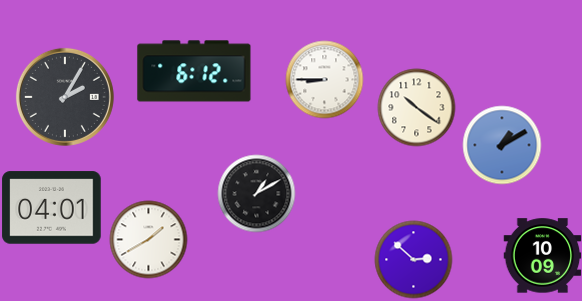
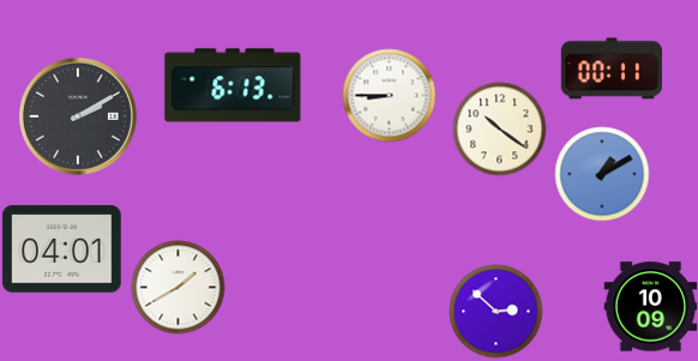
clock at (610, 68): none -> 00:11
clock at (194, 71): 6:12 -> 6:13
clock at (65, 97): 2:05 -> 2:10
clock at (256, 193): 1:10 -> none
